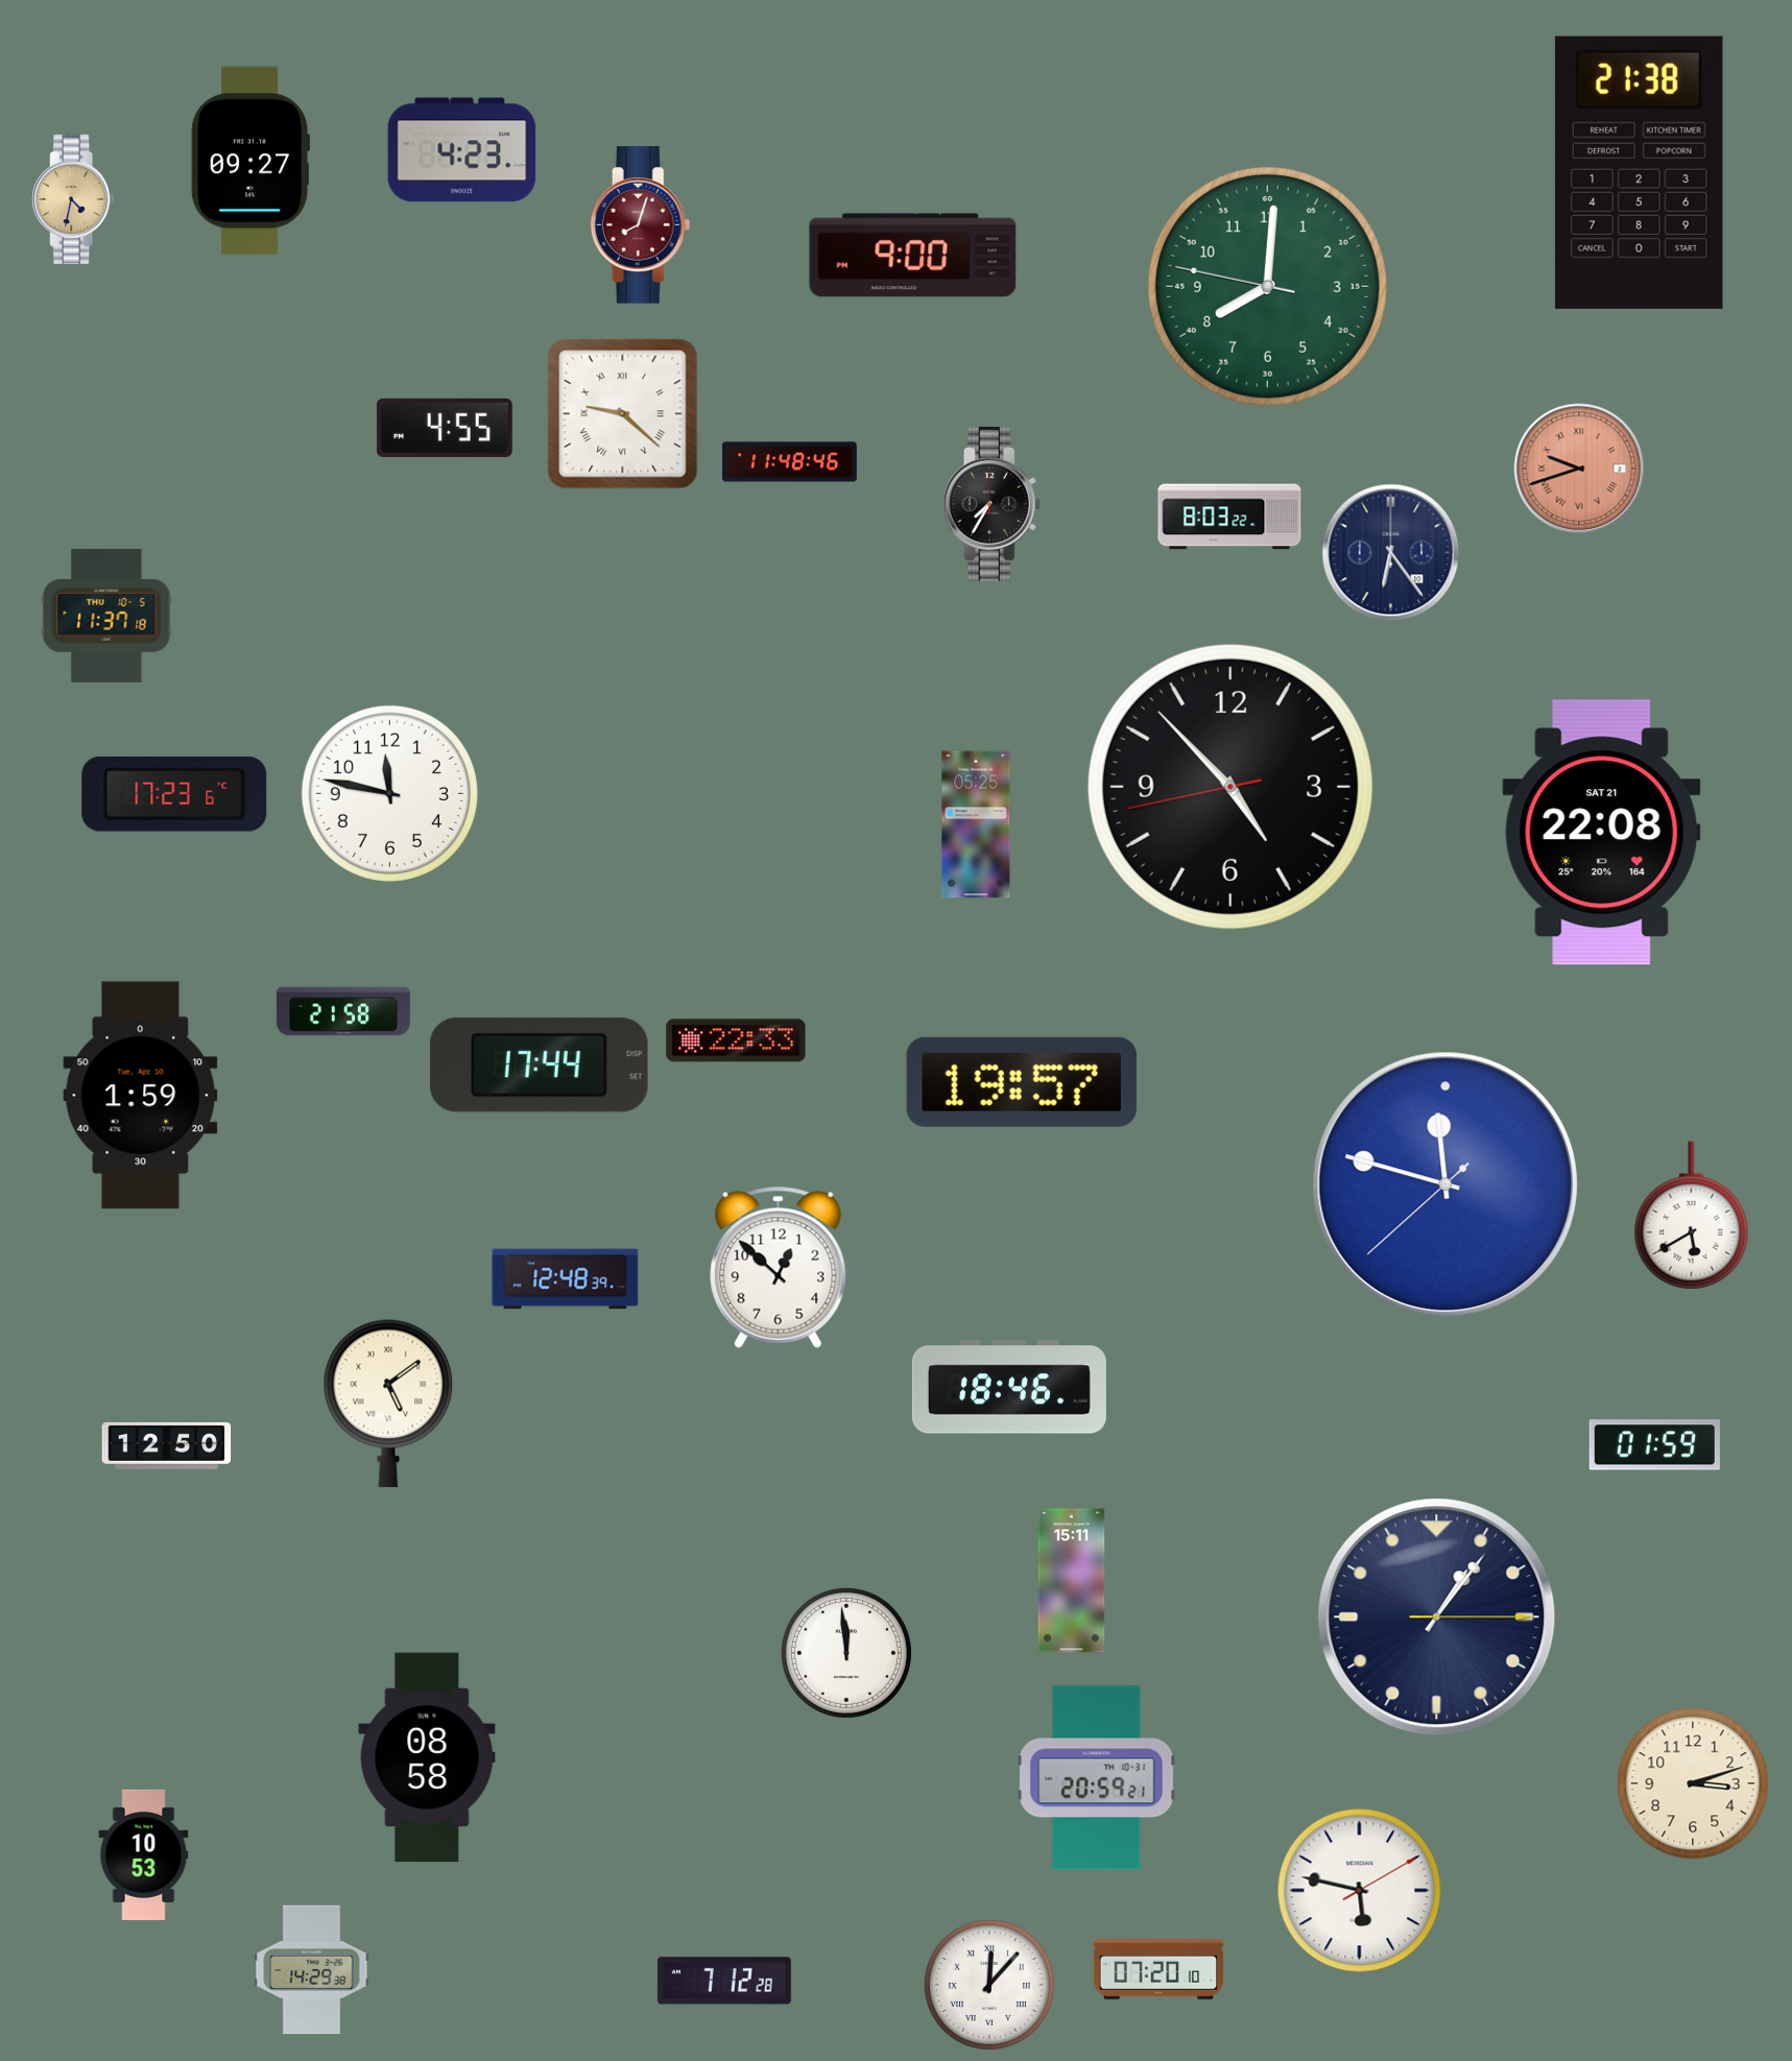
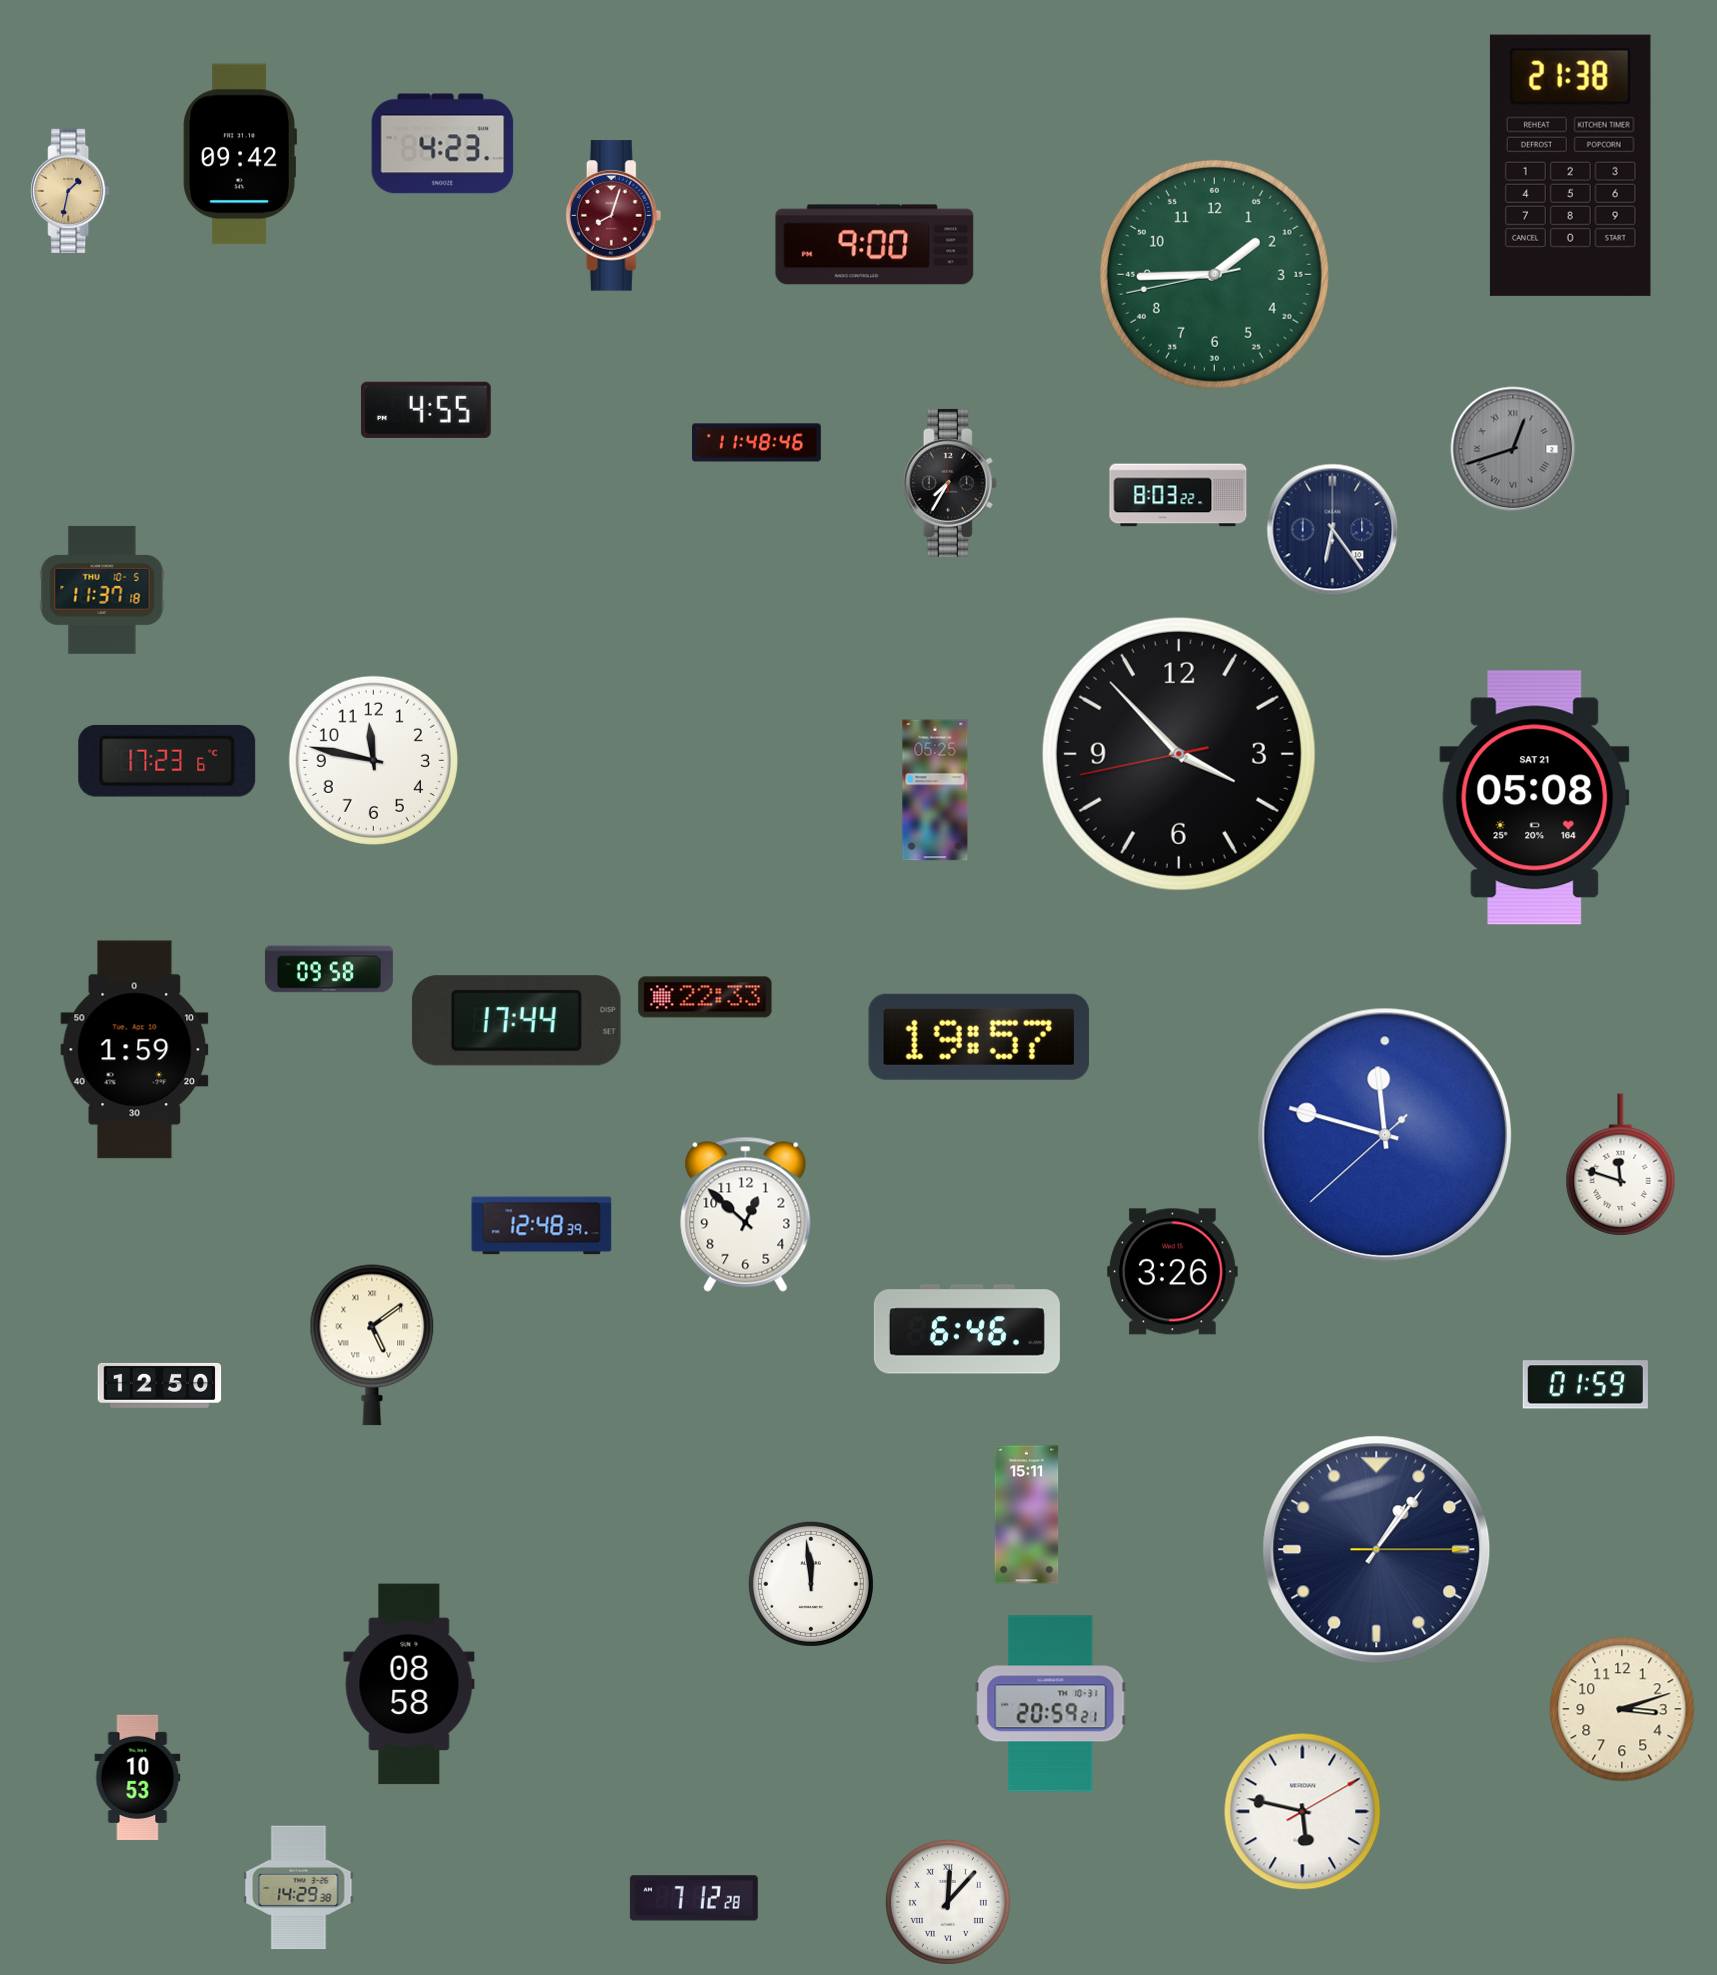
clock at (250, 161): 09:27 -> 09:42
clock at (73, 199): 4:32 -> 1:32
clock at (1267, 286): 8:00 -> 1:44
clock at (623, 414): 9:22 -> none
clock at (1579, 469): 9:42 -> 12:42
clock at (1579, 469) dial: salmon -> grey
clock at (1230, 787): 4:52 -> 3:52
clock at (1602, 833): 22:08 -> 05:08
clock at (343, 1011): 21:58 -> 09:58
clock at (1692, 1216): 5:40 -> 11:48
clock at (1173, 1272): none -> 3:26
clock at (1009, 1387): 18:46 -> 6:46
clock at (1158, 1970): 07:20 -> none
